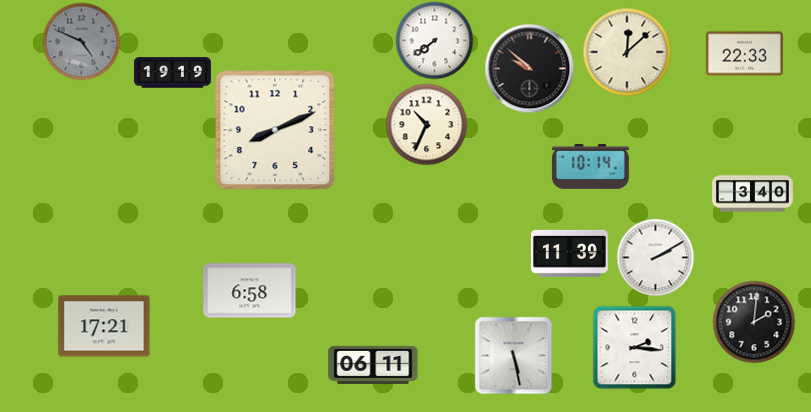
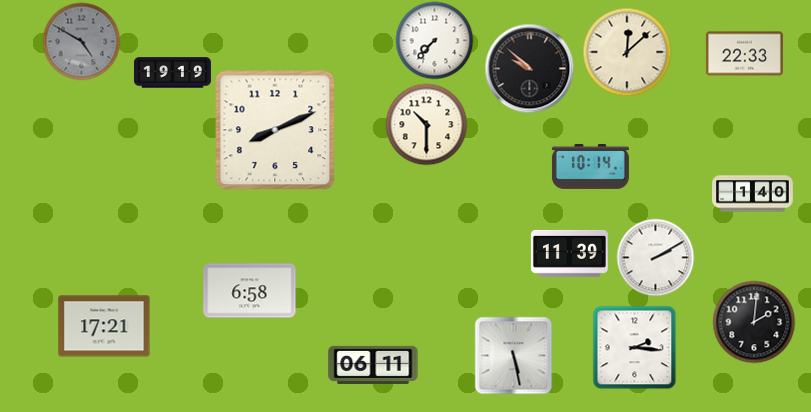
clock at (434, 40): 7:39 -> 7:37
clock at (81, 41): 4:49 -> 4:50
clock at (426, 124): 10:34 -> 10:30
clock at (753, 194): 3:40 -> 1:40
